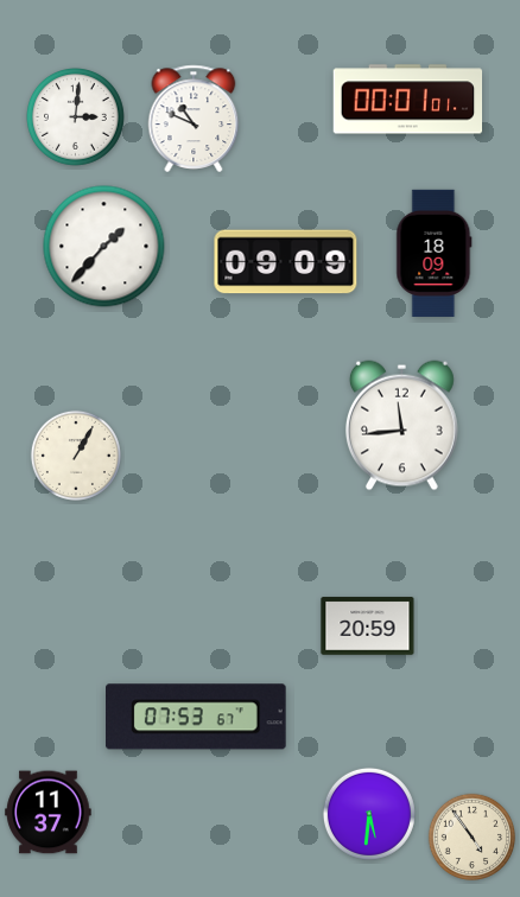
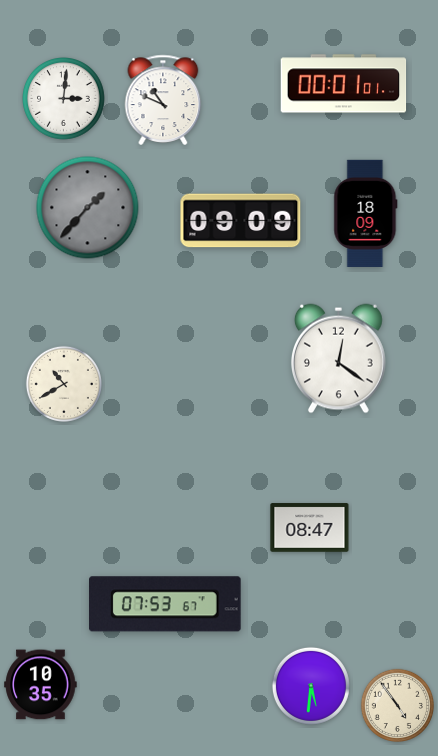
clock at (104, 247) dial: white -> grey
clock at (401, 426): 11:44 -> 12:21
clock at (76, 456): 1:05 -> 10:40
clock at (368, 626): 20:59 -> 08:47
clock at (49, 813): 11:37 -> 10:35
